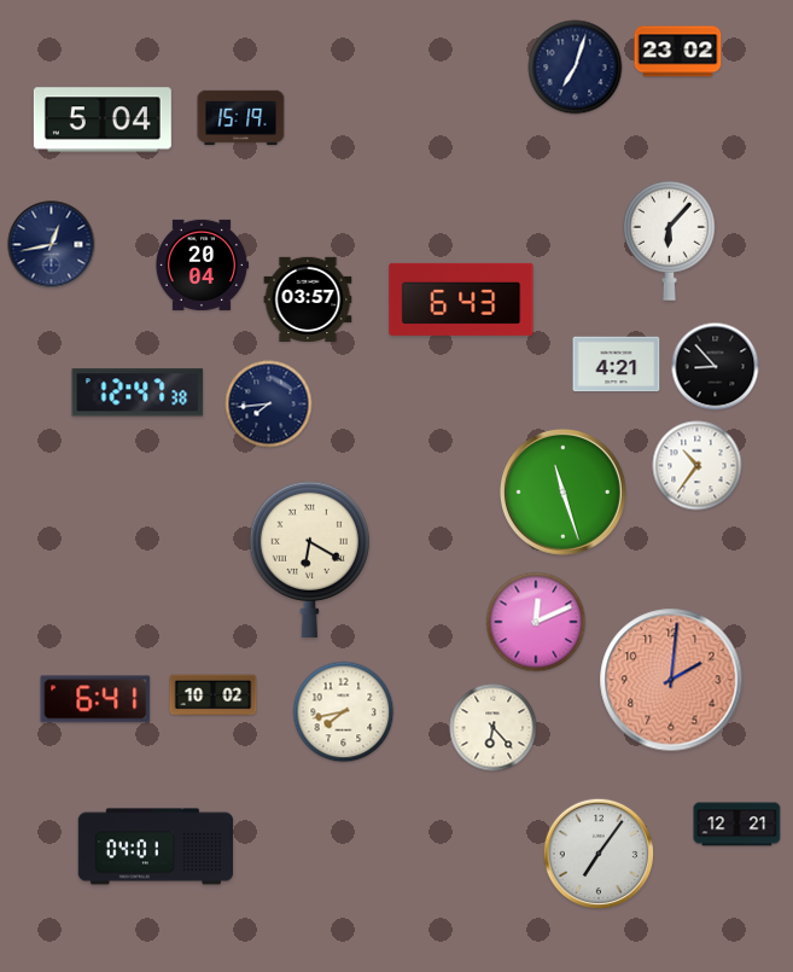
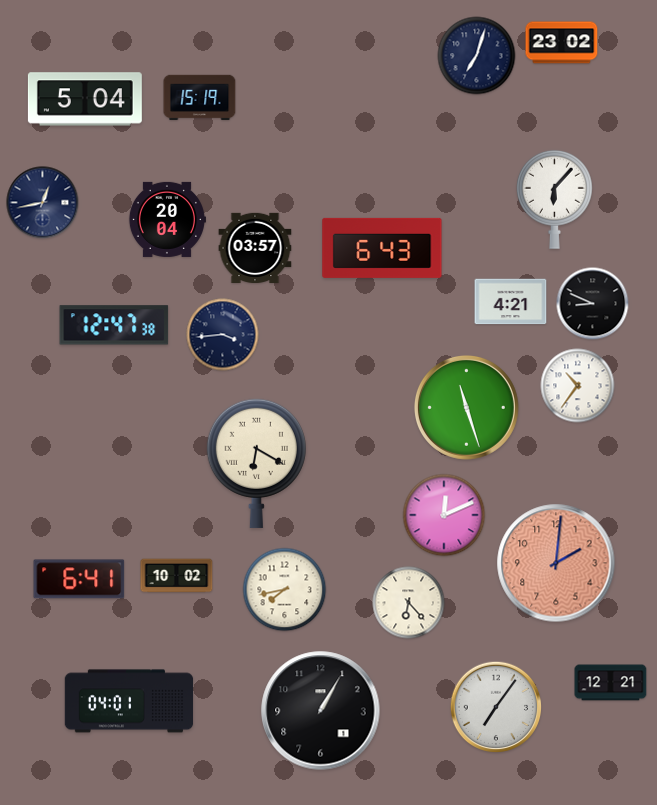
clock at (716, 367): 8:53 -> 8:49
clock at (269, 404): 7:44 -> 3:44
clock at (321, 711): none -> 1:05
